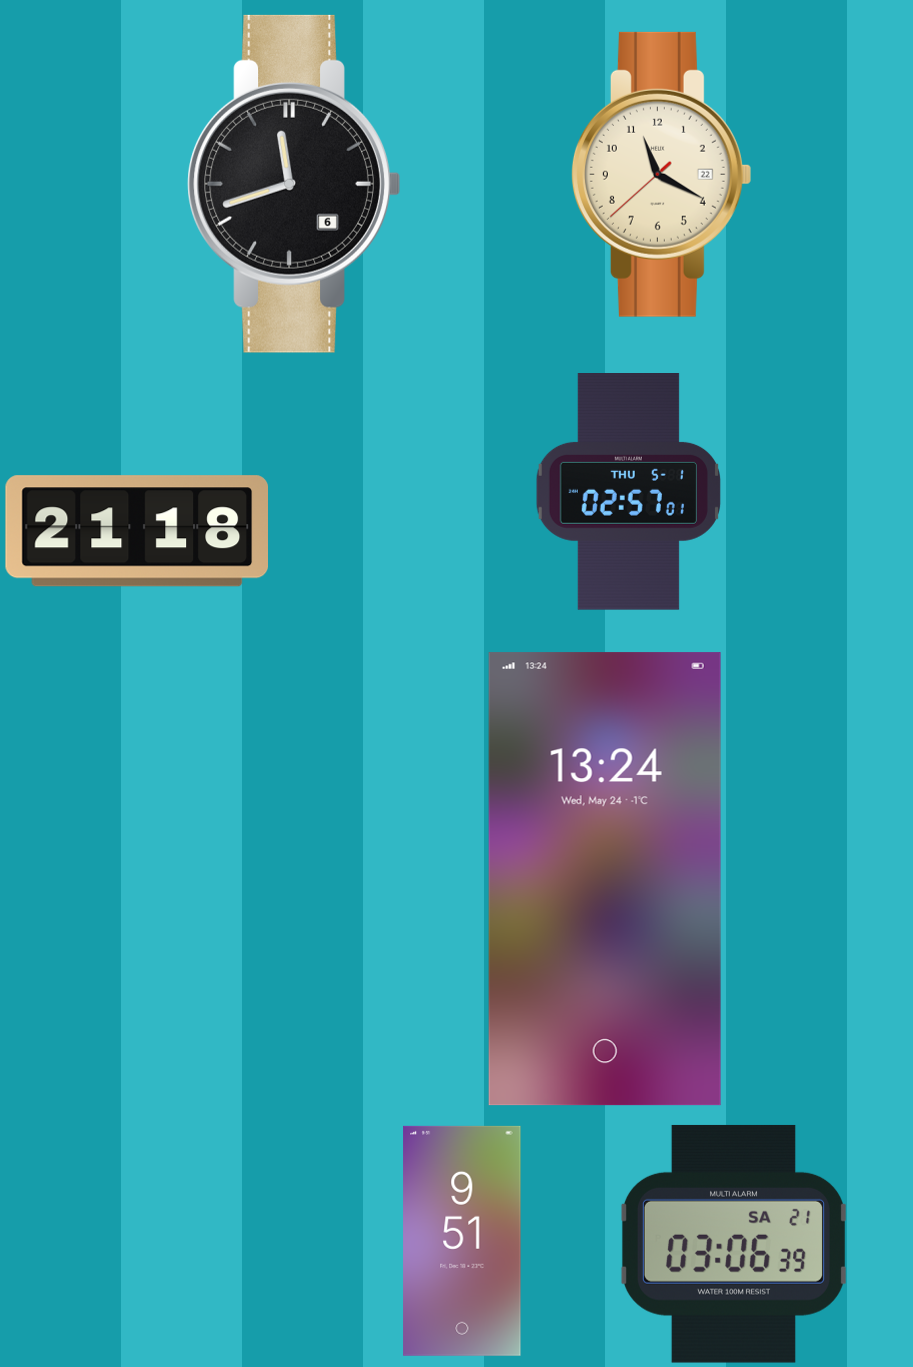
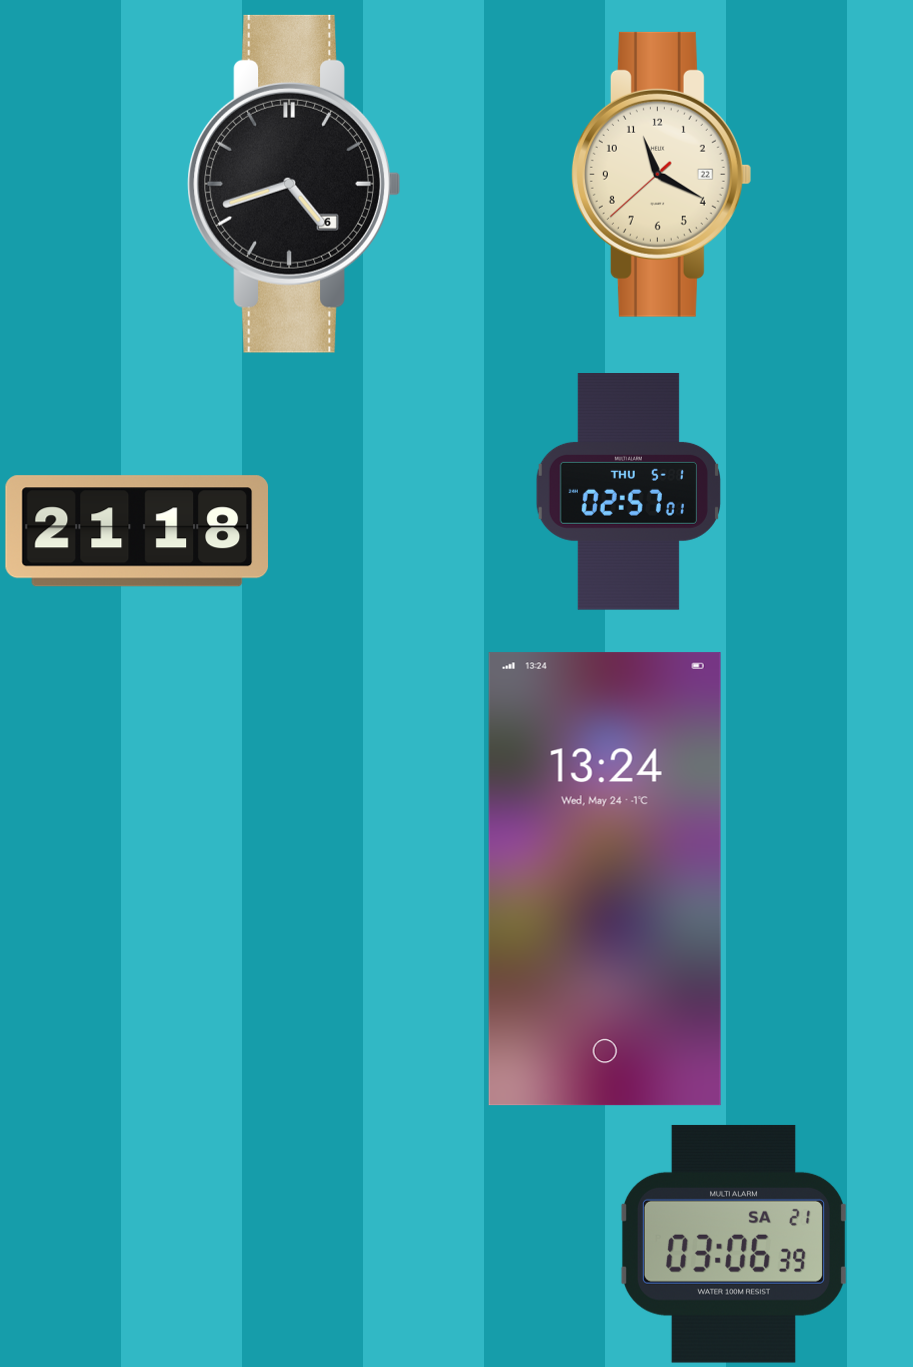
clock at (294, 184): 11:42 -> 4:42
clock at (462, 1241): 9:51 -> none
